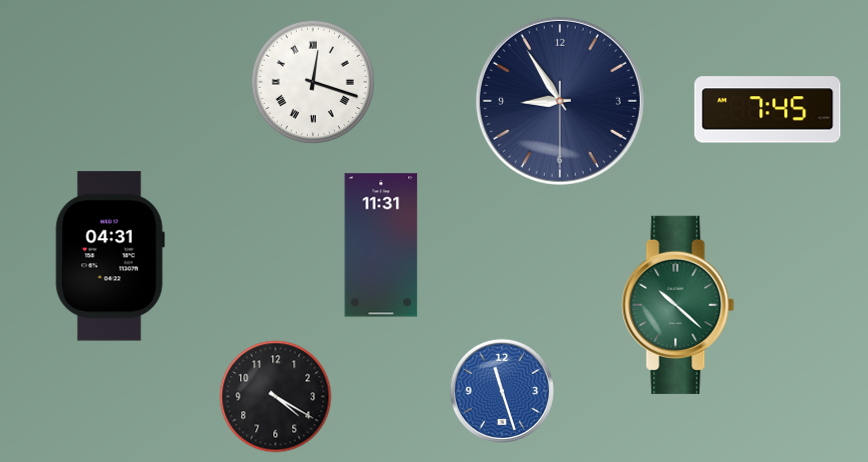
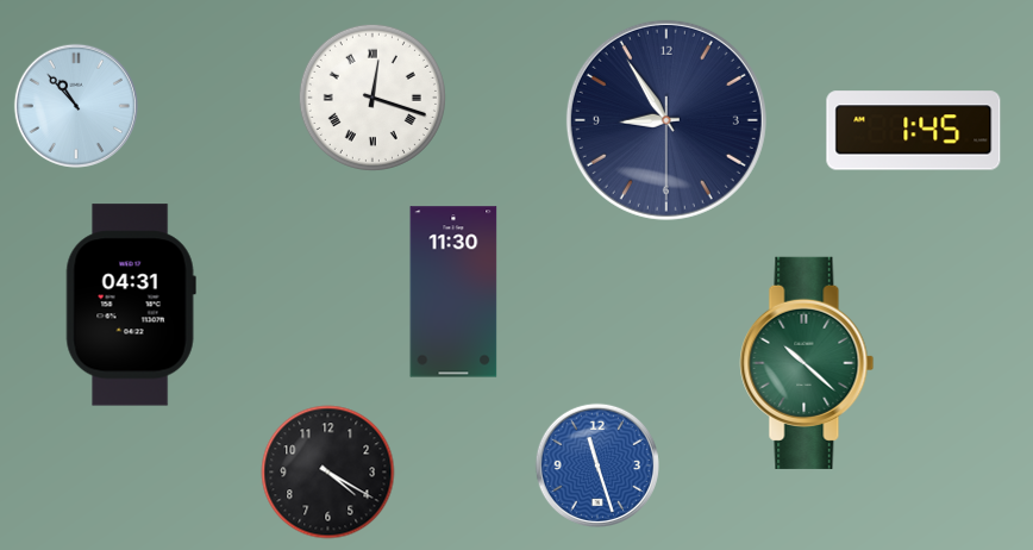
clock at (76, 106): none -> 10:53
clock at (768, 110): 7:45 -> 1:45
clock at (381, 245): 11:31 -> 11:30
